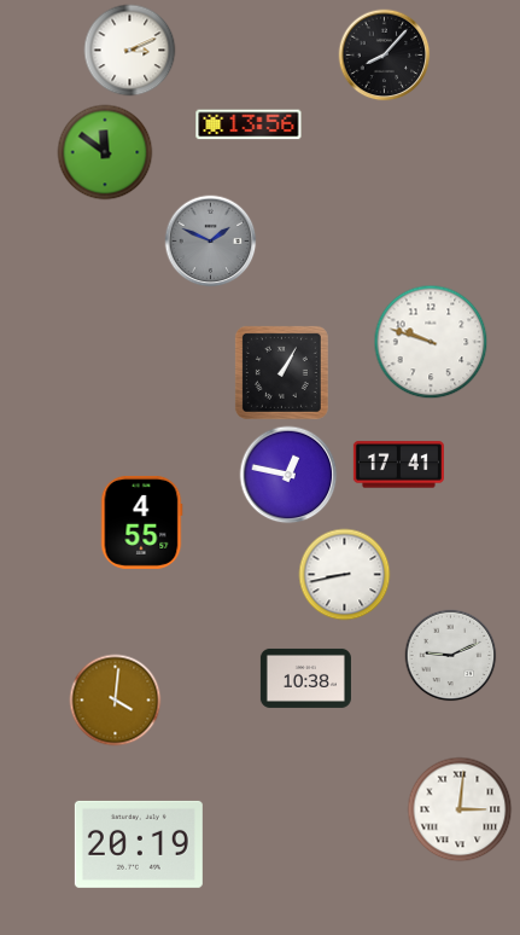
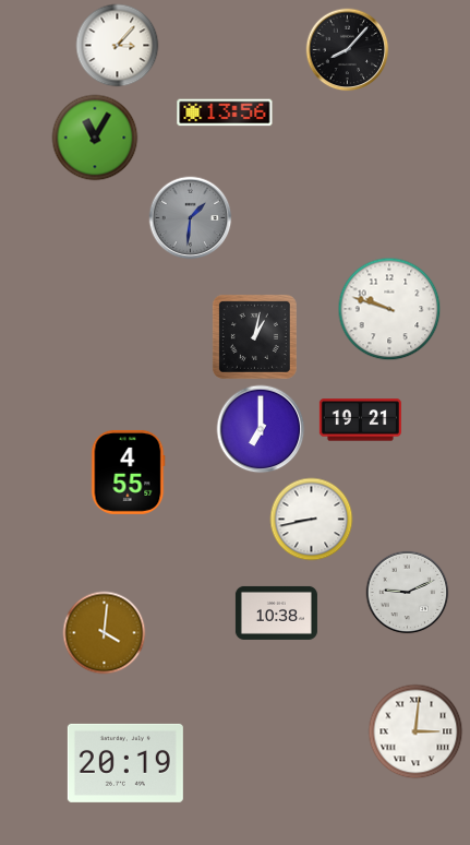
clock at (130, 51): 3:11 -> 3:07
clock at (105, 152): 11:51 -> 11:05
clock at (211, 242): 1:49 -> 1:31
clock at (281, 372): 1:05 -> 1:02
clock at (398, 465): 17:41 -> 19:21
clock at (288, 475): 12:47 -> 7:00
